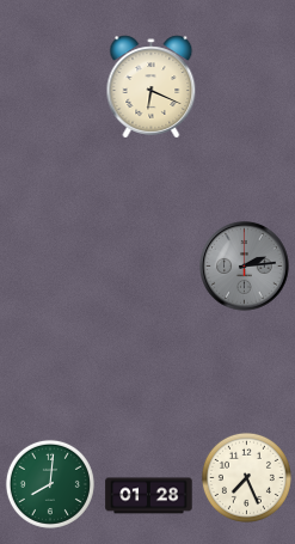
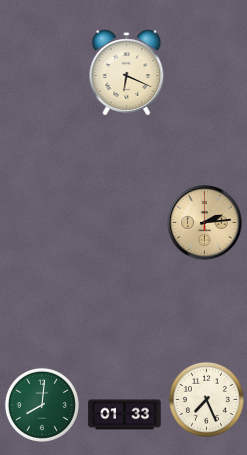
clock at (245, 267) dial: grey -> champagne
clock at (149, 496): 01:28 -> 01:33
